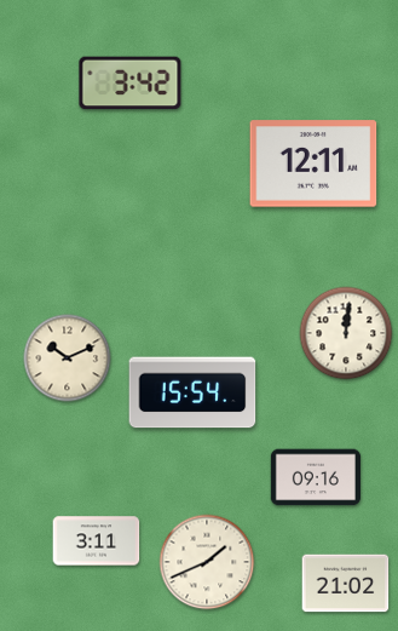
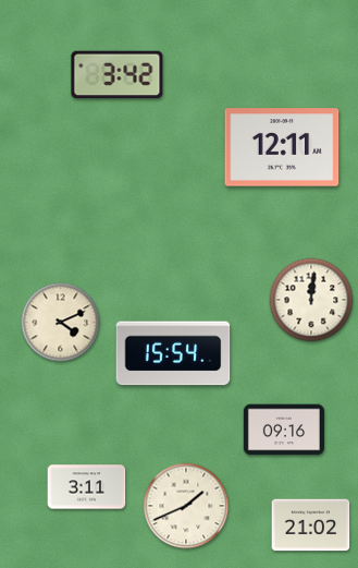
clock at (68, 358): 10:11 -> 4:11
